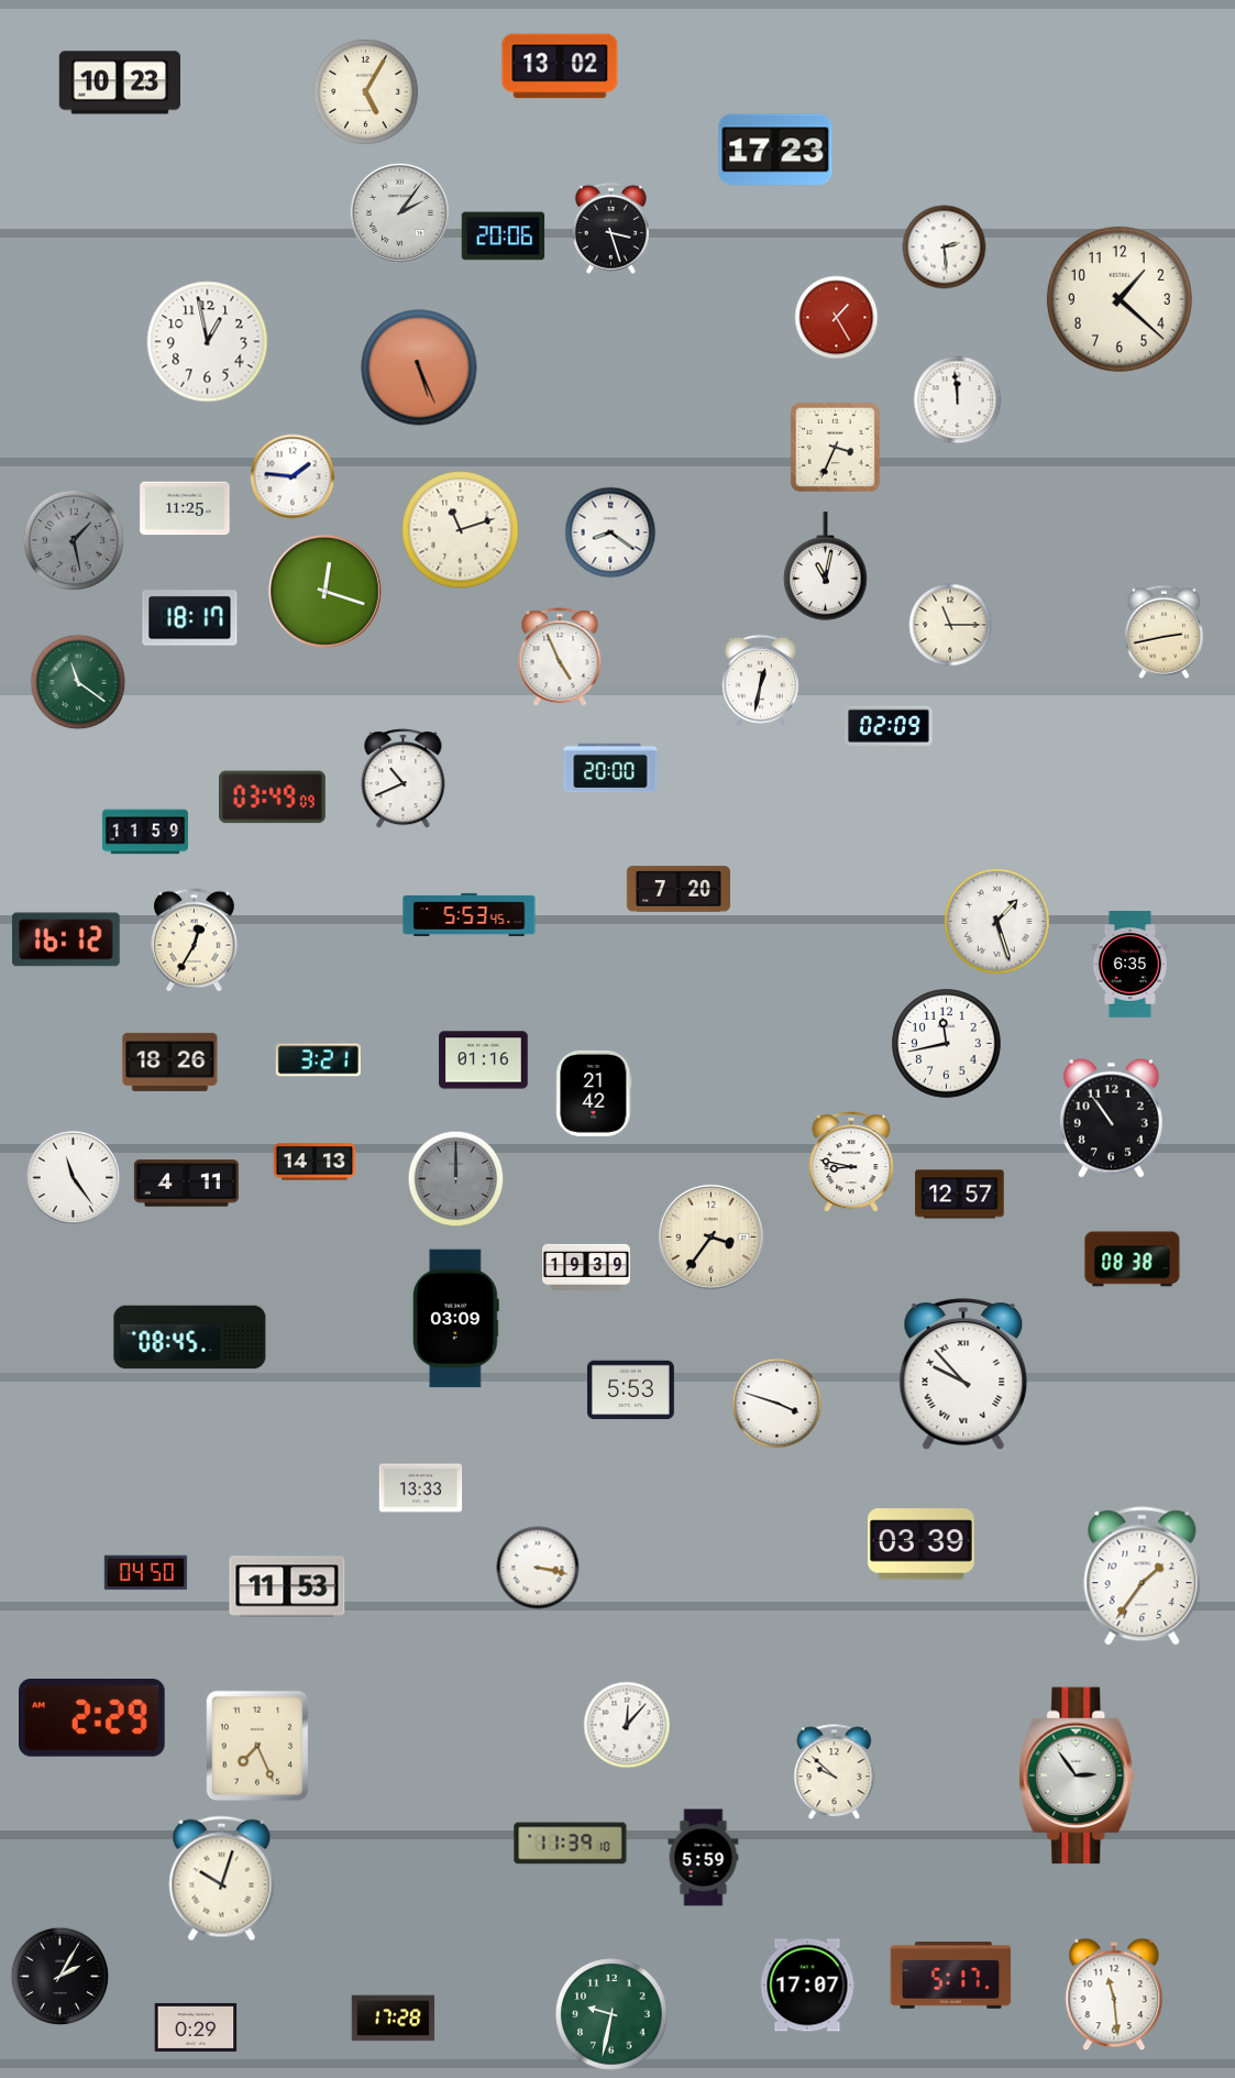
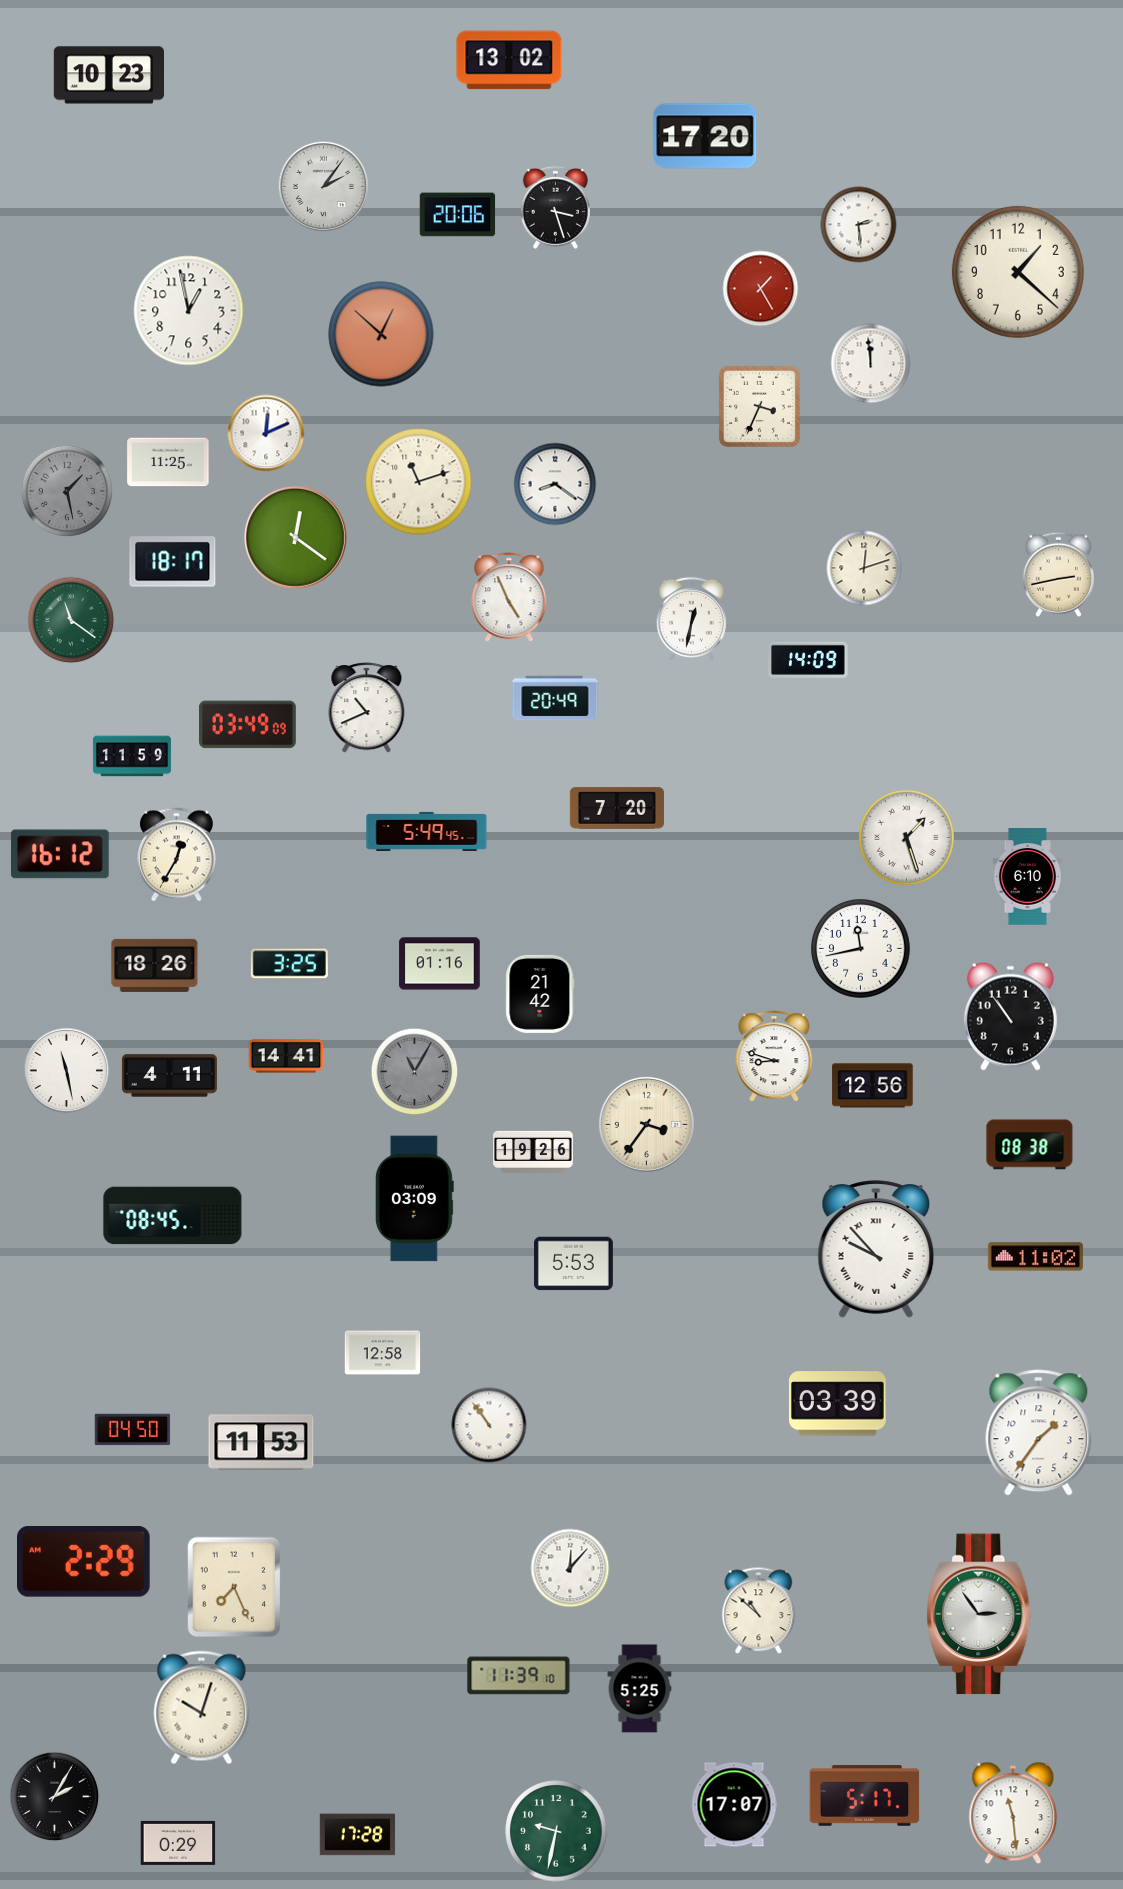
clock at (365, 91): 5:05 -> none
clock at (775, 150): 17:23 -> 17:20
clock at (399, 212) position: (399, 212) -> (323, 186)
clock at (419, 367): 5:26 -> 12:52
clock at (293, 476): 1:46 -> 12:11
clock at (826, 567): 11:02 -> none
clock at (324, 591): 12:18 -> 12:21
clock at (950, 625): 11:15 -> 12:12
clock at (889, 726): 02:09 -> 14:09
clock at (610, 768): 20:00 -> 20:49
clock at (470, 914): 5:53 -> 5:49
clock at (1131, 965): 6:35 -> 6:10
clock at (318, 1060): 3:21 -> 3:25
clock at (315, 1162): 14:13 -> 14:41
clock at (851, 1162): 8:47 -> 8:48
clock at (74, 1178): 11:24 -> 11:28
clock at (456, 1179): 12:00 -> 11:05
clock at (960, 1195): 12:57 -> 12:56
clock at (586, 1266): 19:39 -> 19:26
clock at (1035, 1257): none -> 11:02
clock at (778, 1404): 3:48 -> none
clock at (421, 1488): 13:33 -> 12:58
clock at (538, 1568): 3:17 -> 10:54
clock at (835, 1772): 9:52 -> 10:52
clock at (704, 1858): 5:59 -> 5:25
